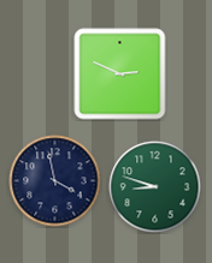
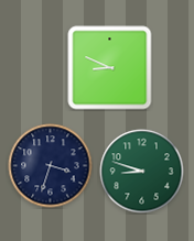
clock at (120, 74): 2:49 -> 8:49
clock at (55, 181): 3:58 -> 3:33
